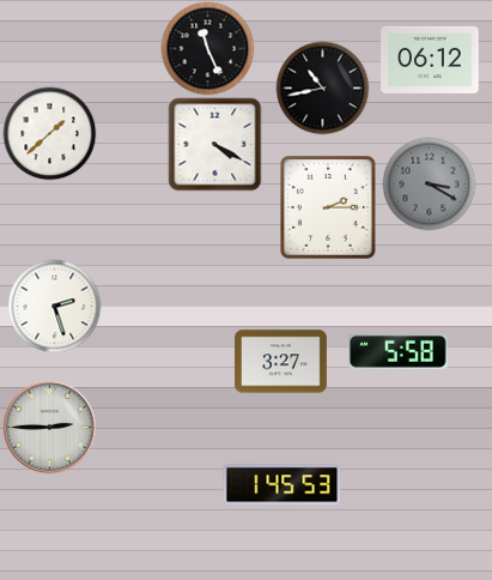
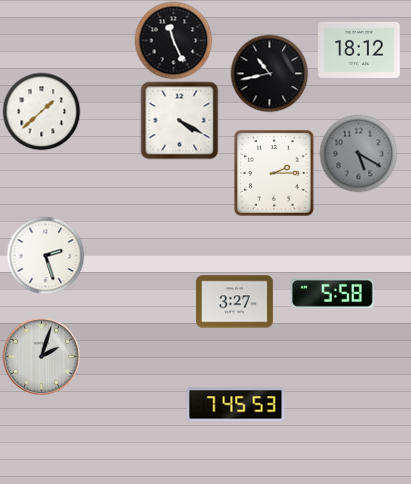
clock at (430, 60): 06:12 -> 18:12
clock at (429, 183): 3:20 -> 5:20
clock at (49, 427): 2:45 -> 2:03
clock at (283, 485): 1:45 -> 7:45
